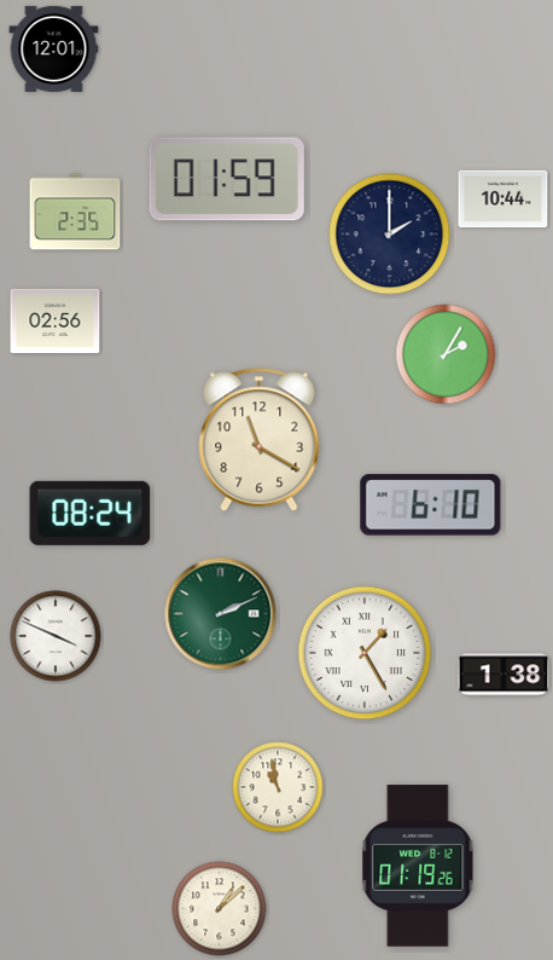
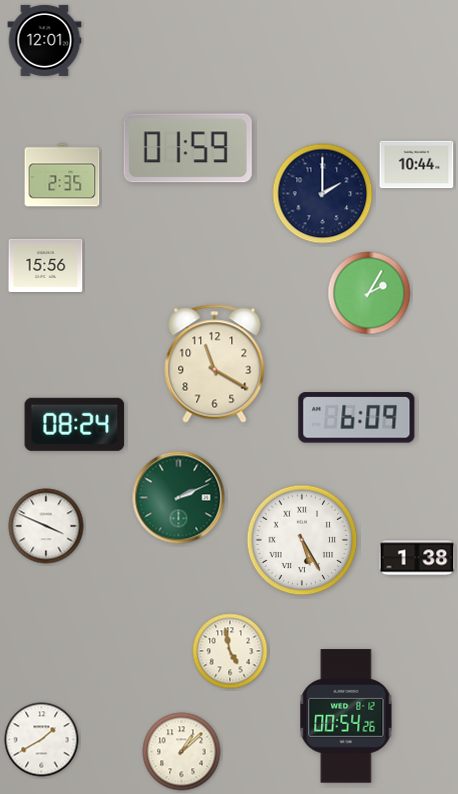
clock at (56, 320): 02:56 -> 15:56
clock at (431, 505): 6:10 -> 6:09
clock at (221, 614) position: (221, 614) -> (179, 498)
clock at (365, 653): 1:25 -> 5:25
clock at (278, 787): 10:58 -> 4:58
clock at (418, 866): 01:19 -> 00:54
clock at (42, 740): none -> 1:40
